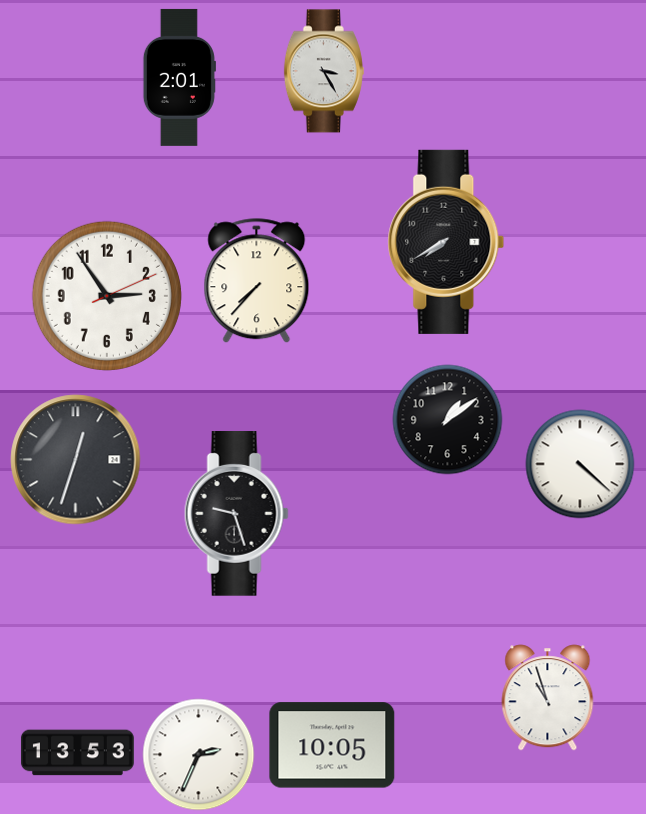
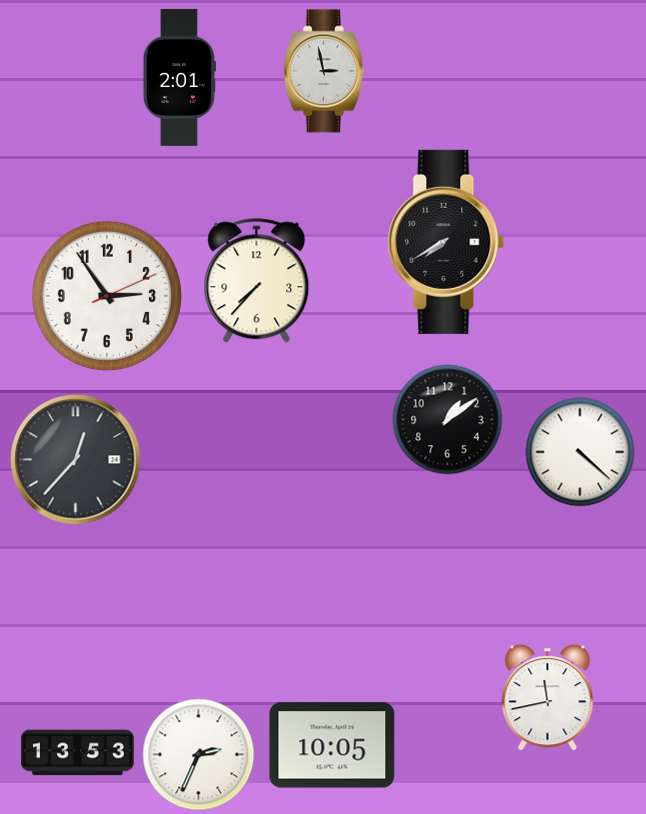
clock at (324, 71): 3:25 -> 2:58
clock at (76, 460): 12:33 -> 12:37
clock at (580, 464) position: (580, 464) -> (580, 452)
clock at (236, 514): 9:27 -> none
clock at (548, 698): 10:57 -> 11:43
